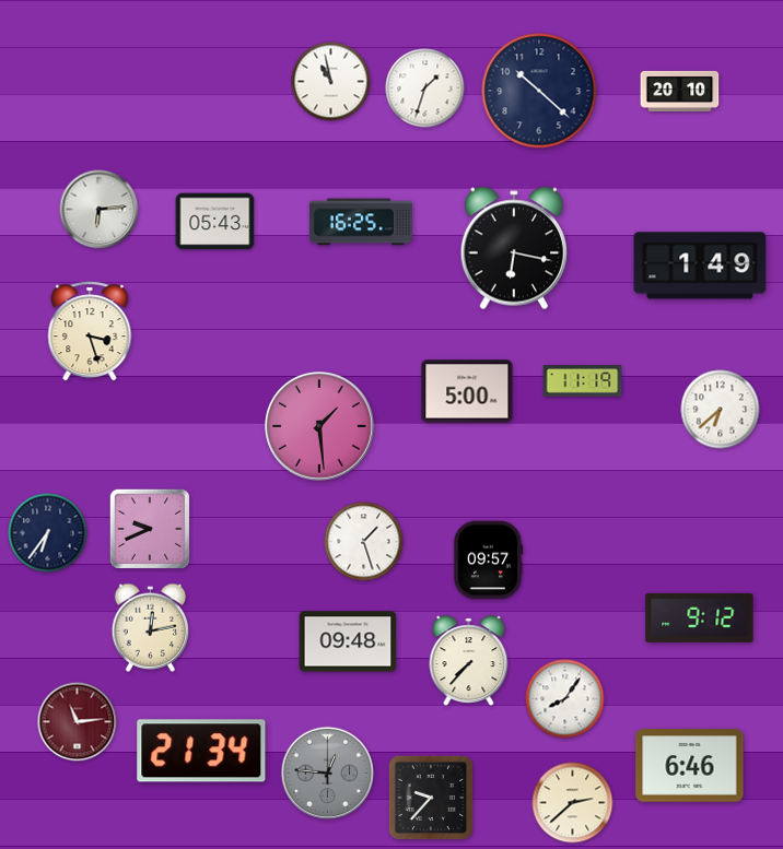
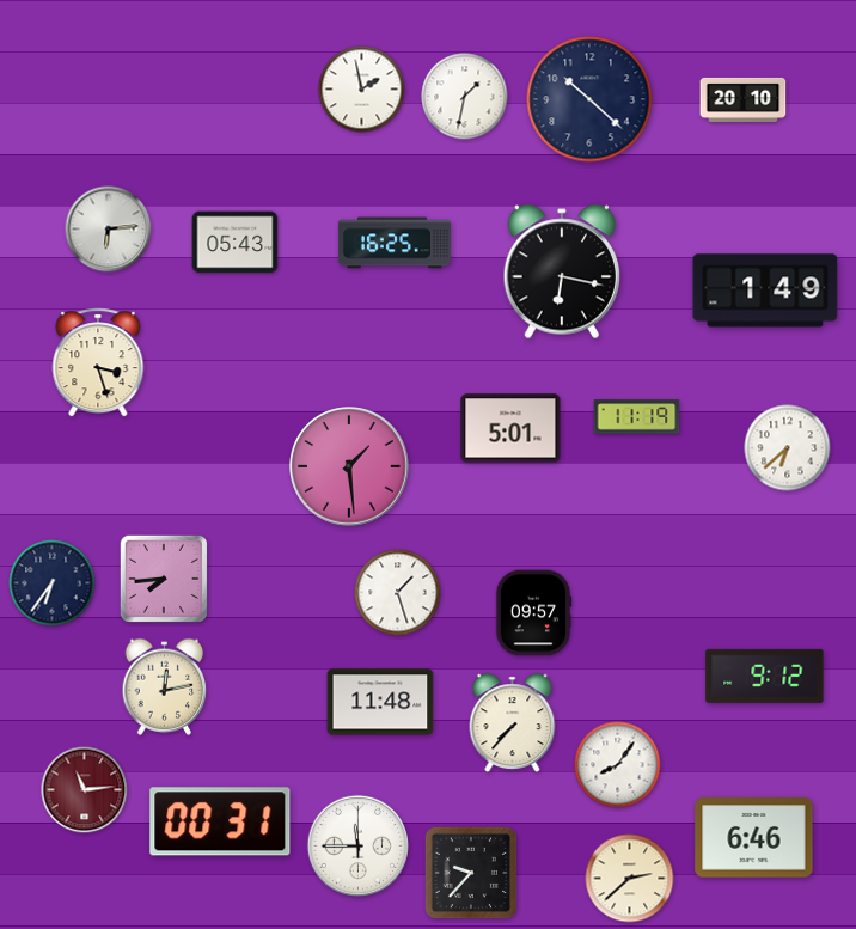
clock at (331, 82): 10:58 -> 1:58
clock at (425, 89): 1:33 -> 1:32
clock at (467, 391): 5:00 -> 5:01
clock at (150, 529): 9:41 -> 7:44
clock at (348, 641): 09:48 -> 11:48
clock at (201, 751): 21:34 -> 00:31
clock at (327, 773): 12:46 -> 11:45
clock at (327, 773) dial: grey -> white
clock at (573, 803) position: (573, 803) -> (630, 879)
